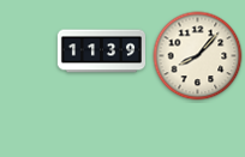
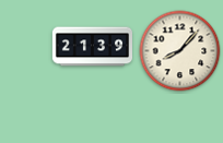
clock at (101, 52): 11:39 -> 21:39
